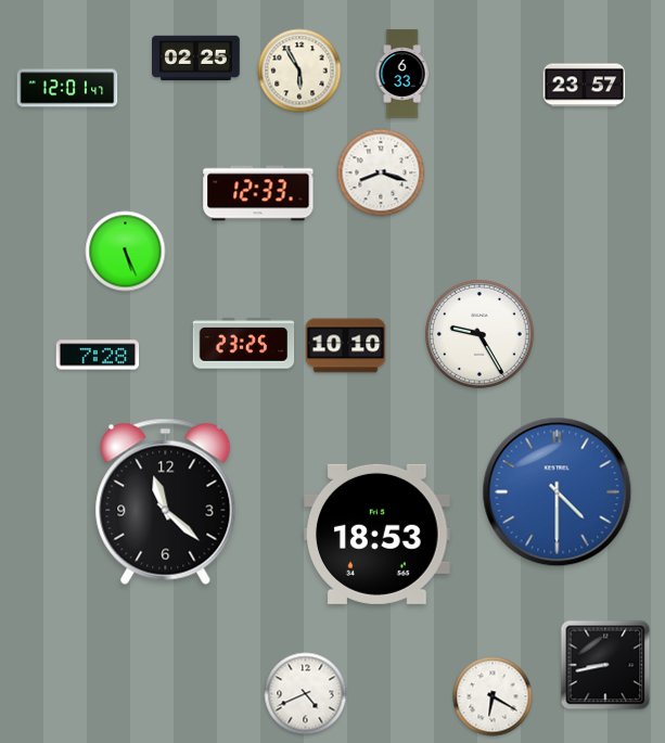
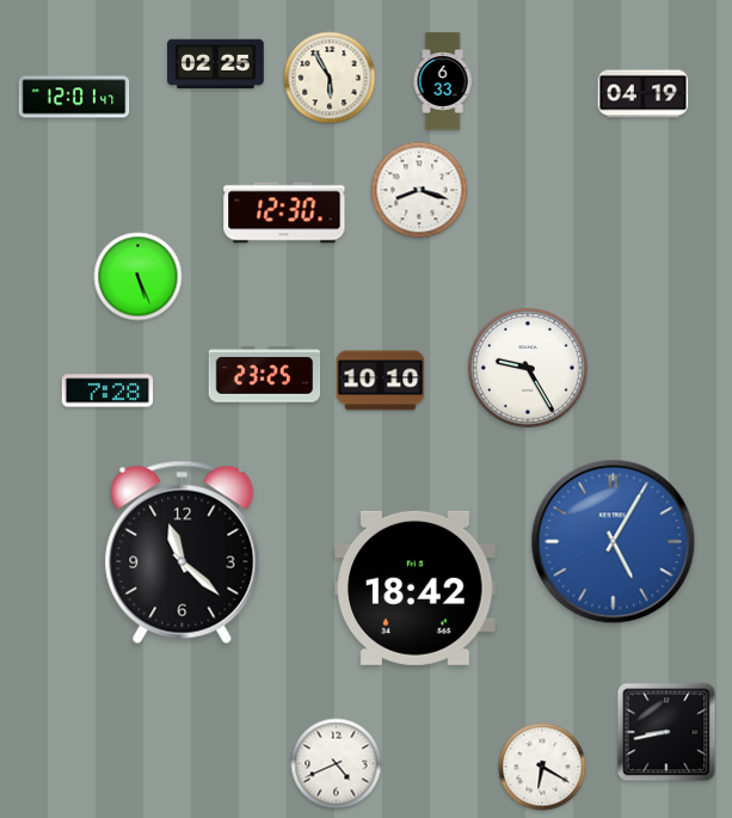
clock at (585, 86): 23:57 -> 04:19
clock at (258, 193): 12:33 -> 12:30
clock at (244, 344) position: (244, 344) -> (265, 375)
clock at (558, 492): 4:30 -> 5:05
clock at (378, 534): 18:53 -> 18:42
